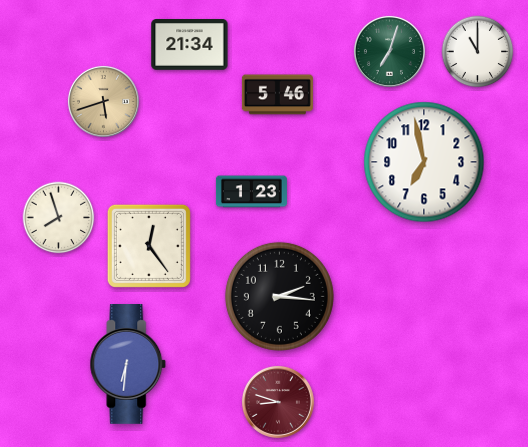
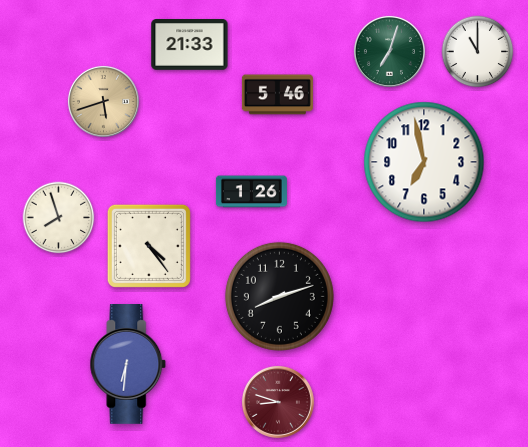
clock at (190, 45): 21:34 -> 21:33
clock at (251, 192): 1:23 -> 1:26
clock at (149, 246): 12:24 -> 4:24
clock at (279, 296): 2:16 -> 8:12
